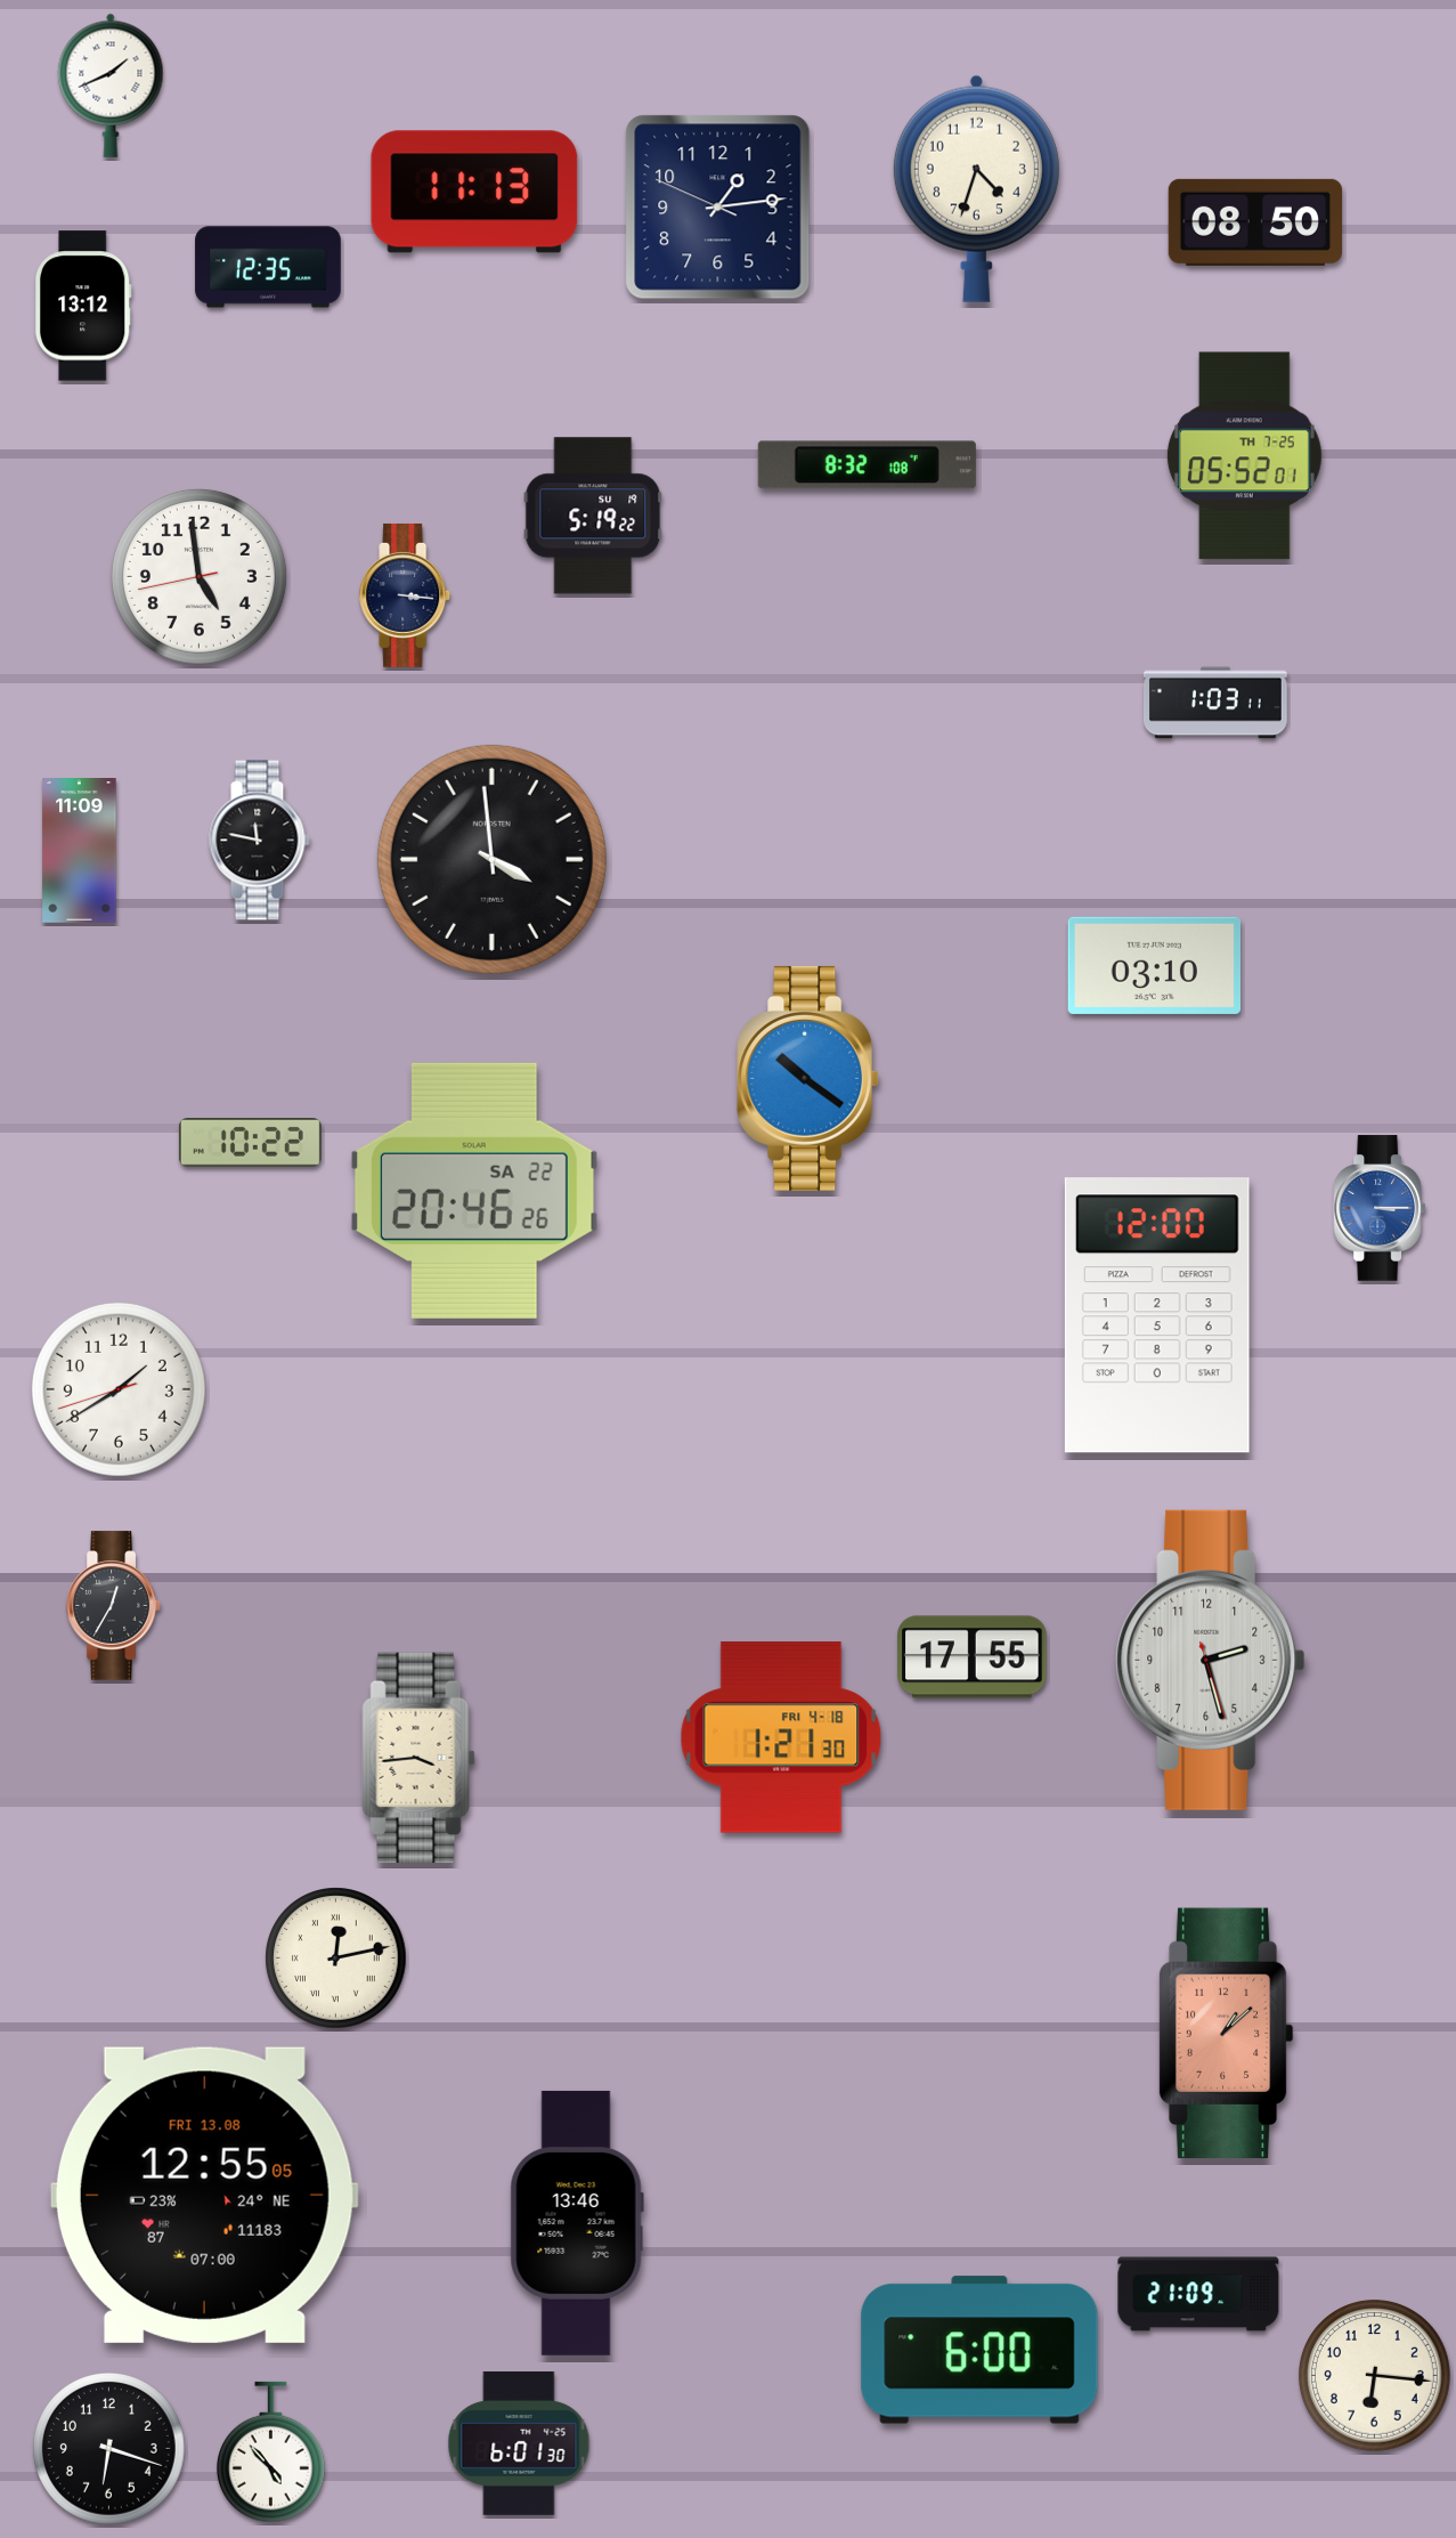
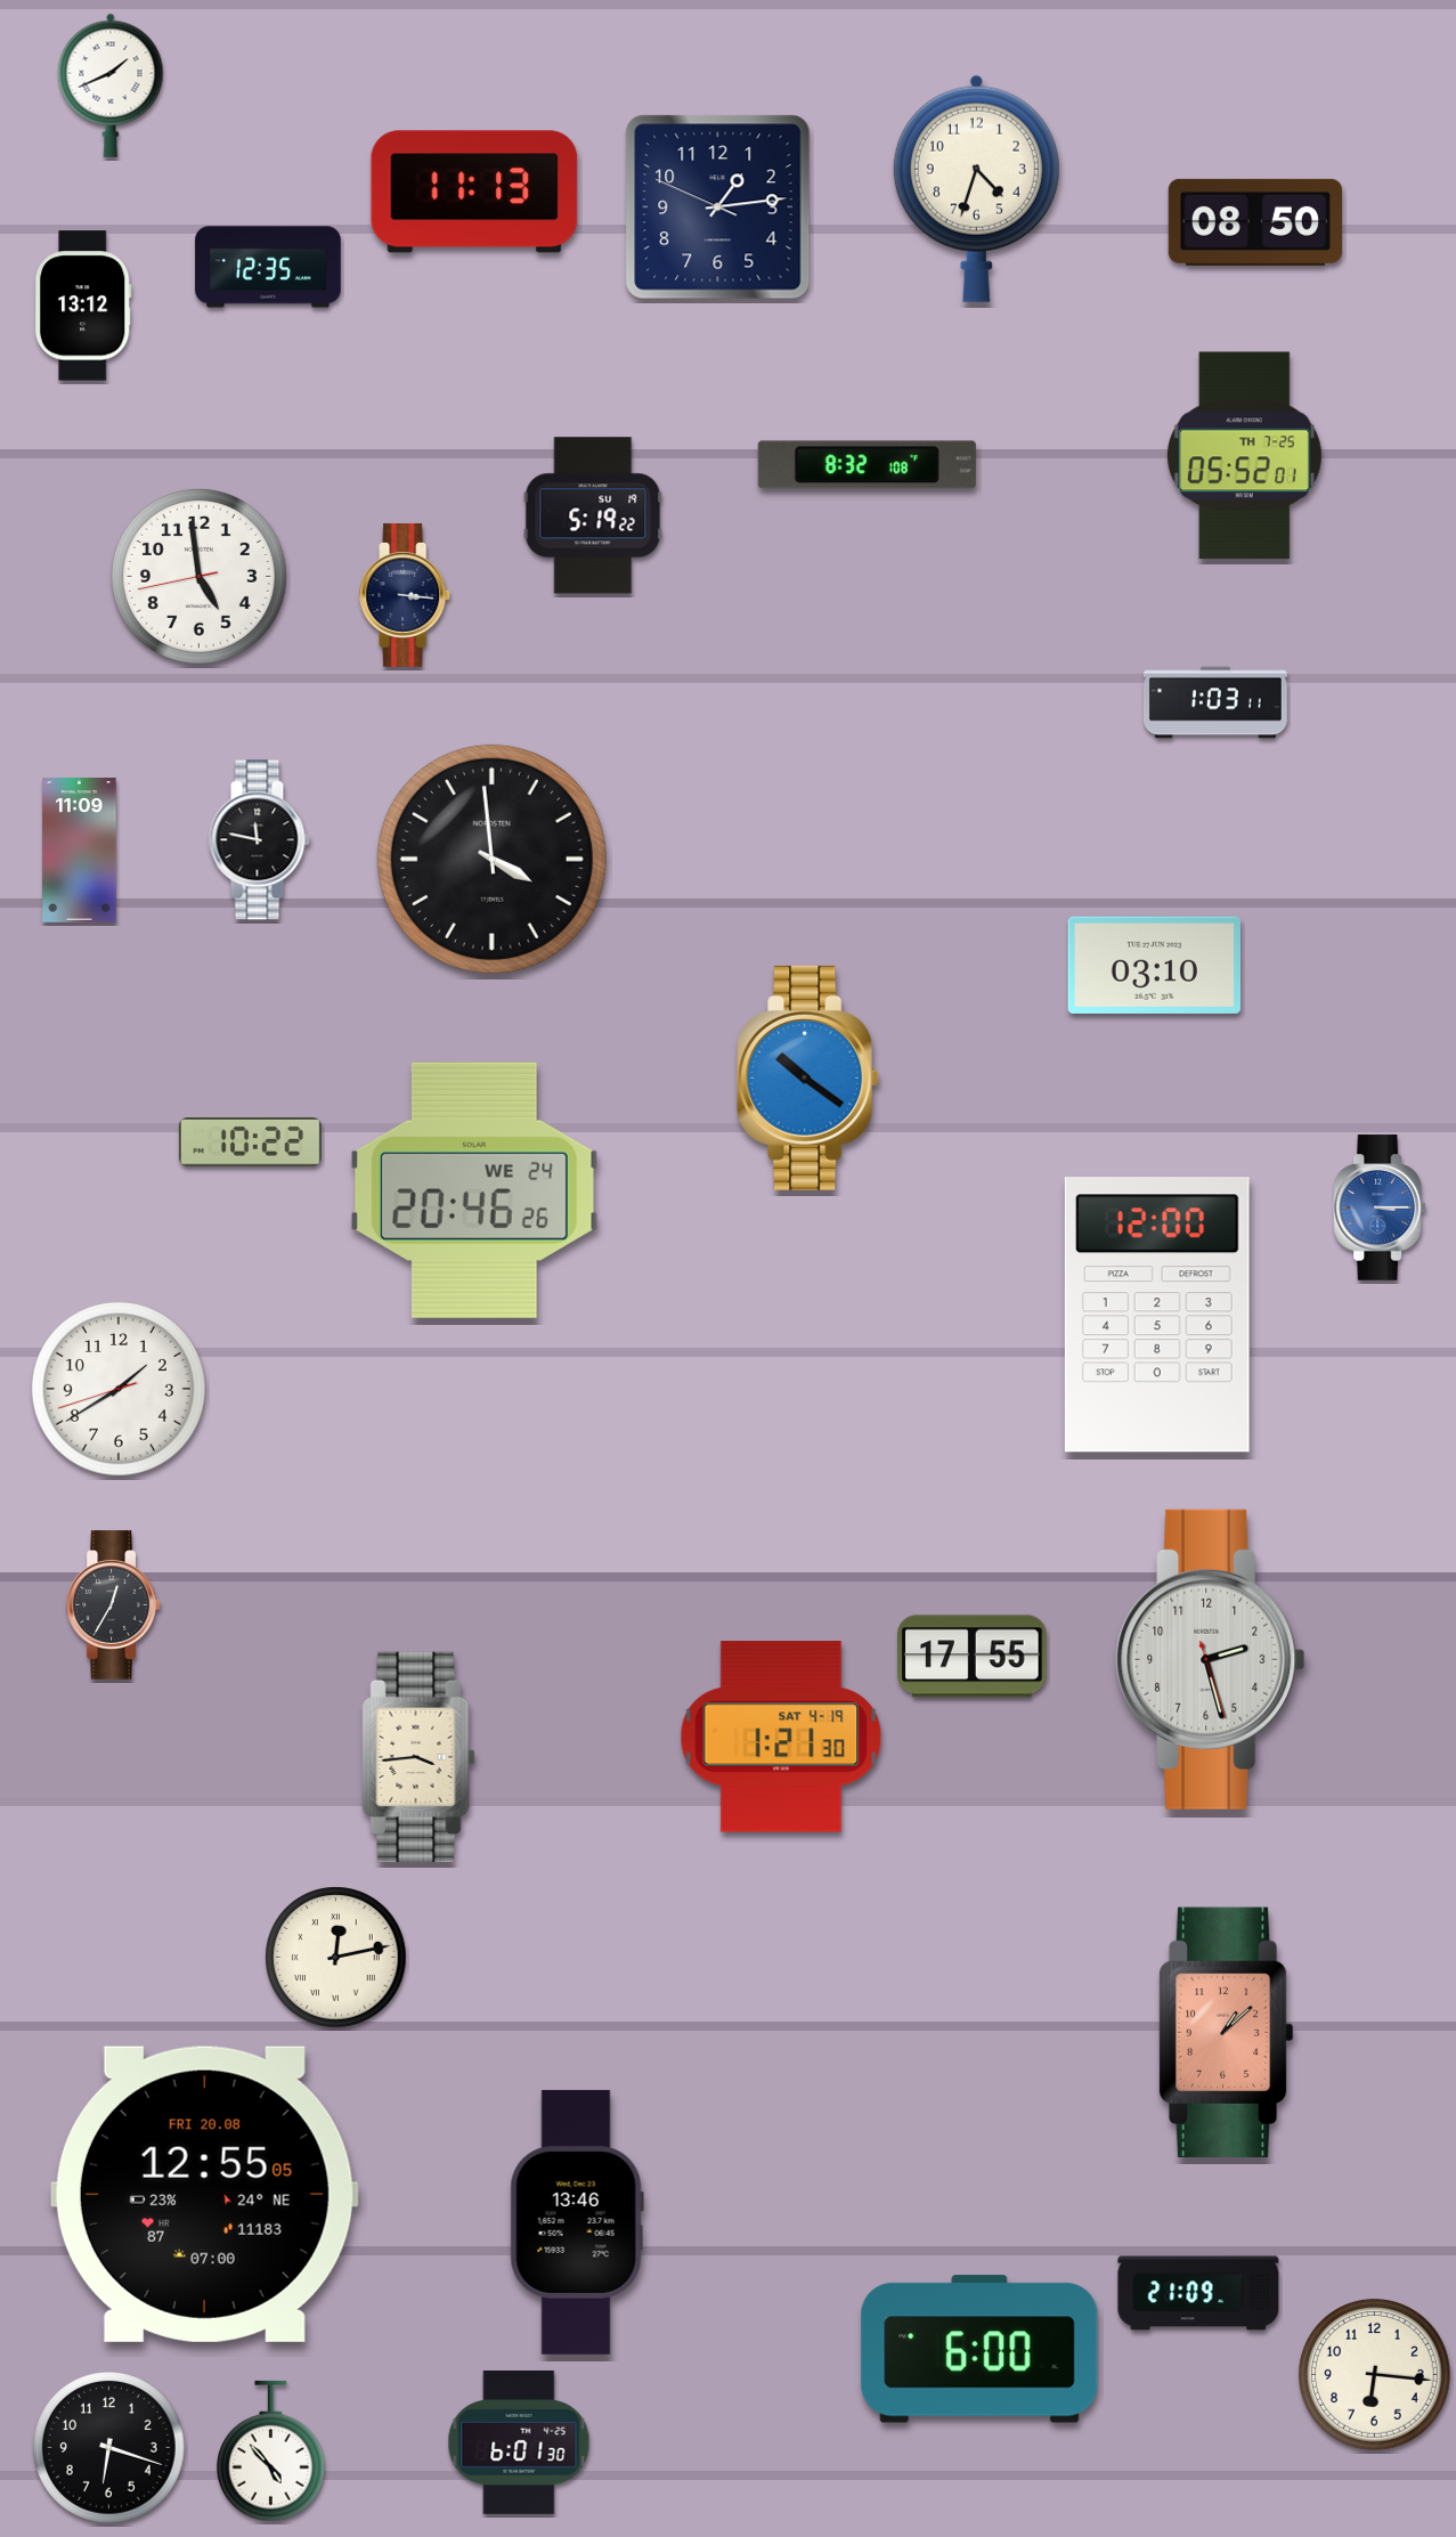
clock at (474, 1191) date: SA 22 -> WE 24
clock at (781, 1737) date: FRI 4-18 -> SAT 4-19
clock at (204, 2195) date: FRI 13.08 -> FRI 20.08
